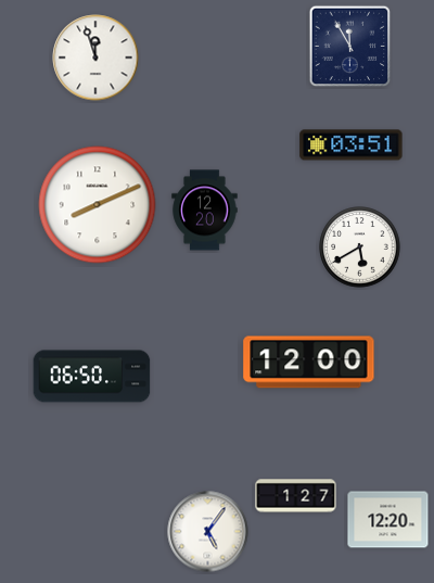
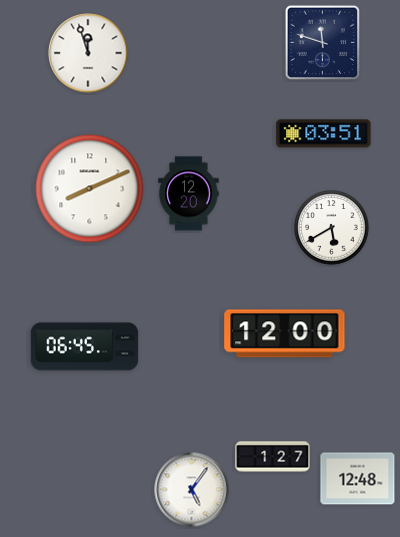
clock at (350, 47): 11:55 -> 11:48
clock at (92, 377): 06:50 -> 06:45
clock at (388, 520): 12:20 -> 12:48
